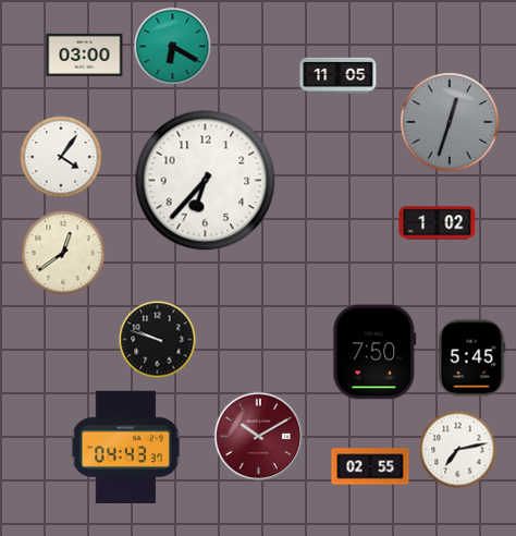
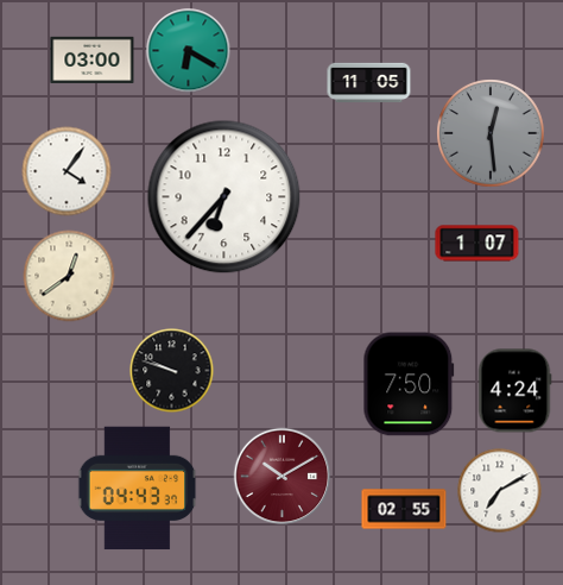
clock at (450, 122): 12:33 -> 12:29
clock at (438, 223): 1:02 -> 1:07
clock at (471, 358): 5:45 -> 4:24
clock at (458, 450): 7:13 -> 7:10
